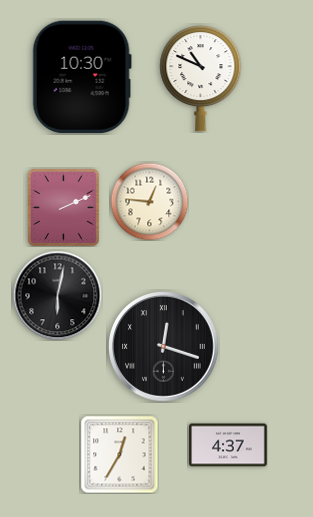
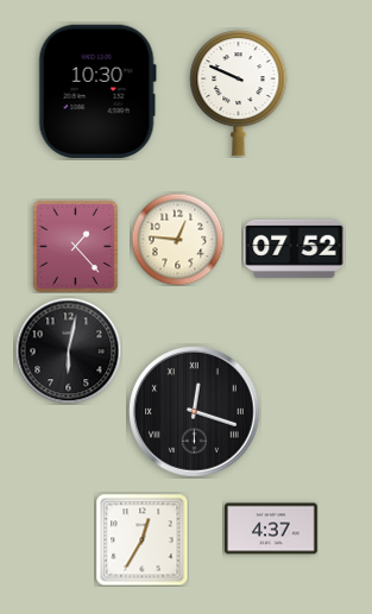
clock at (201, 79): 10:49 -> 9:49
clock at (63, 207): 2:11 -> 1:23
clock at (295, 248): none -> 07:52
